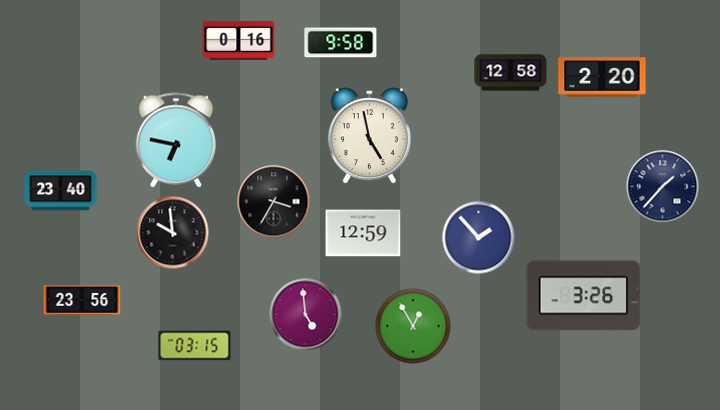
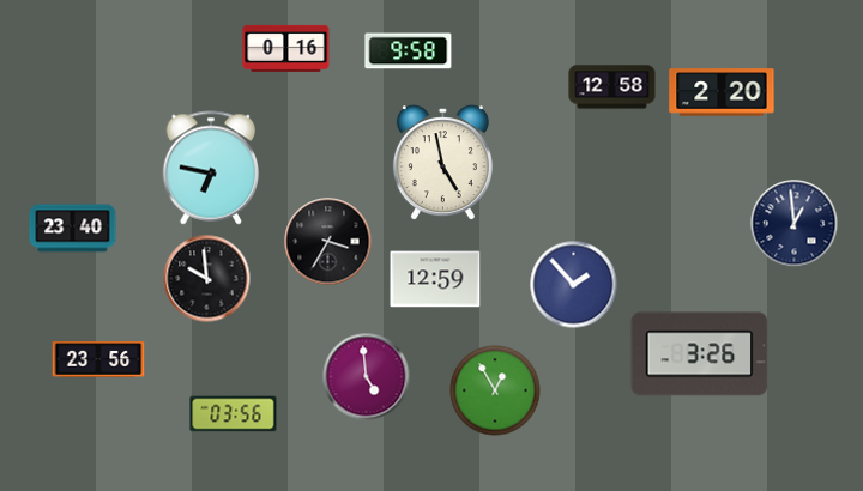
clock at (663, 187): 1:37 -> 12:59
clock at (195, 346): 03:15 -> 03:56
